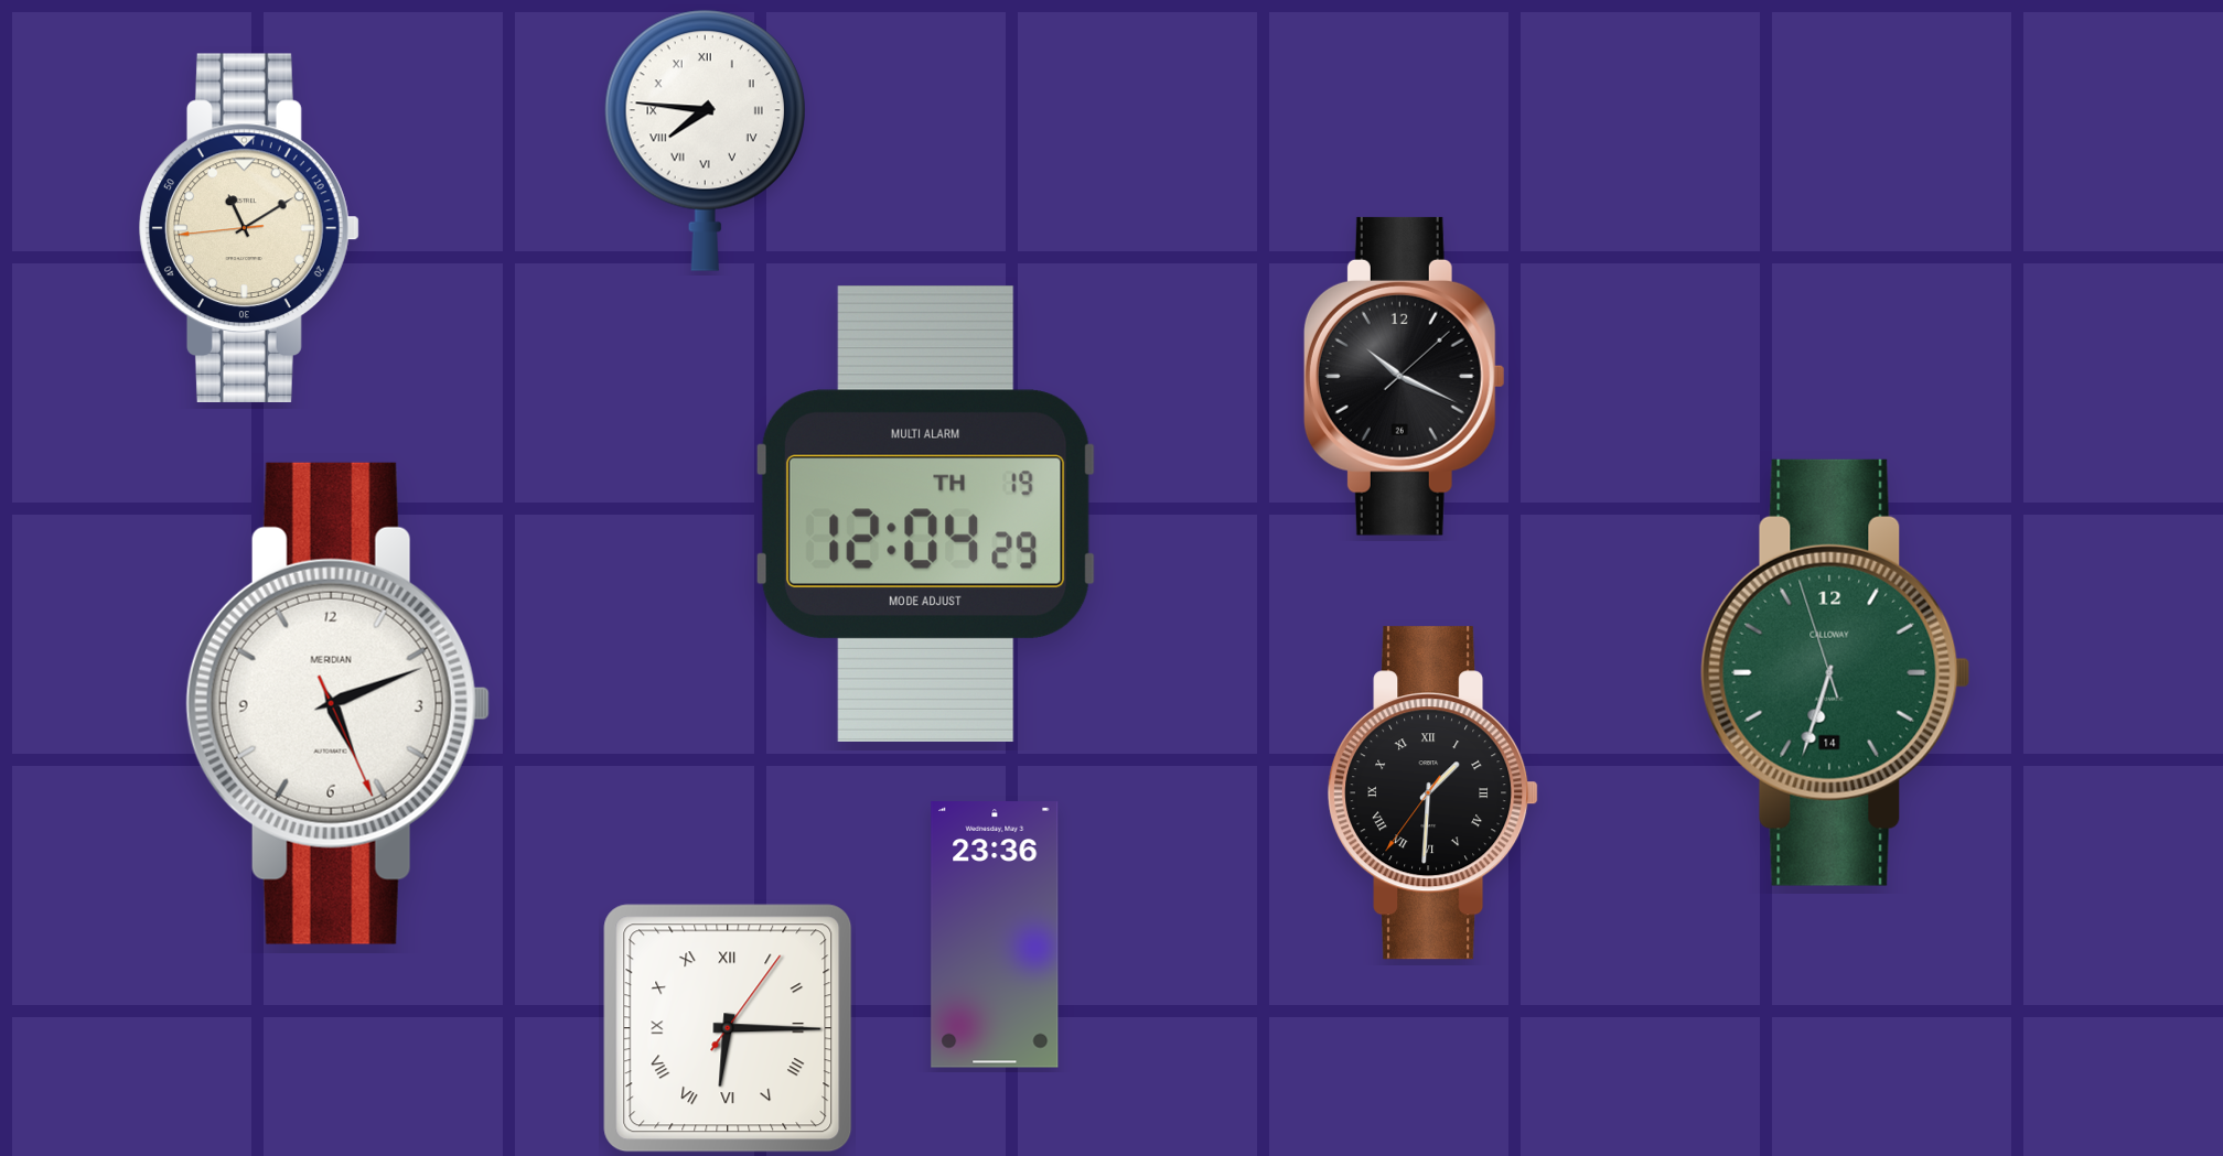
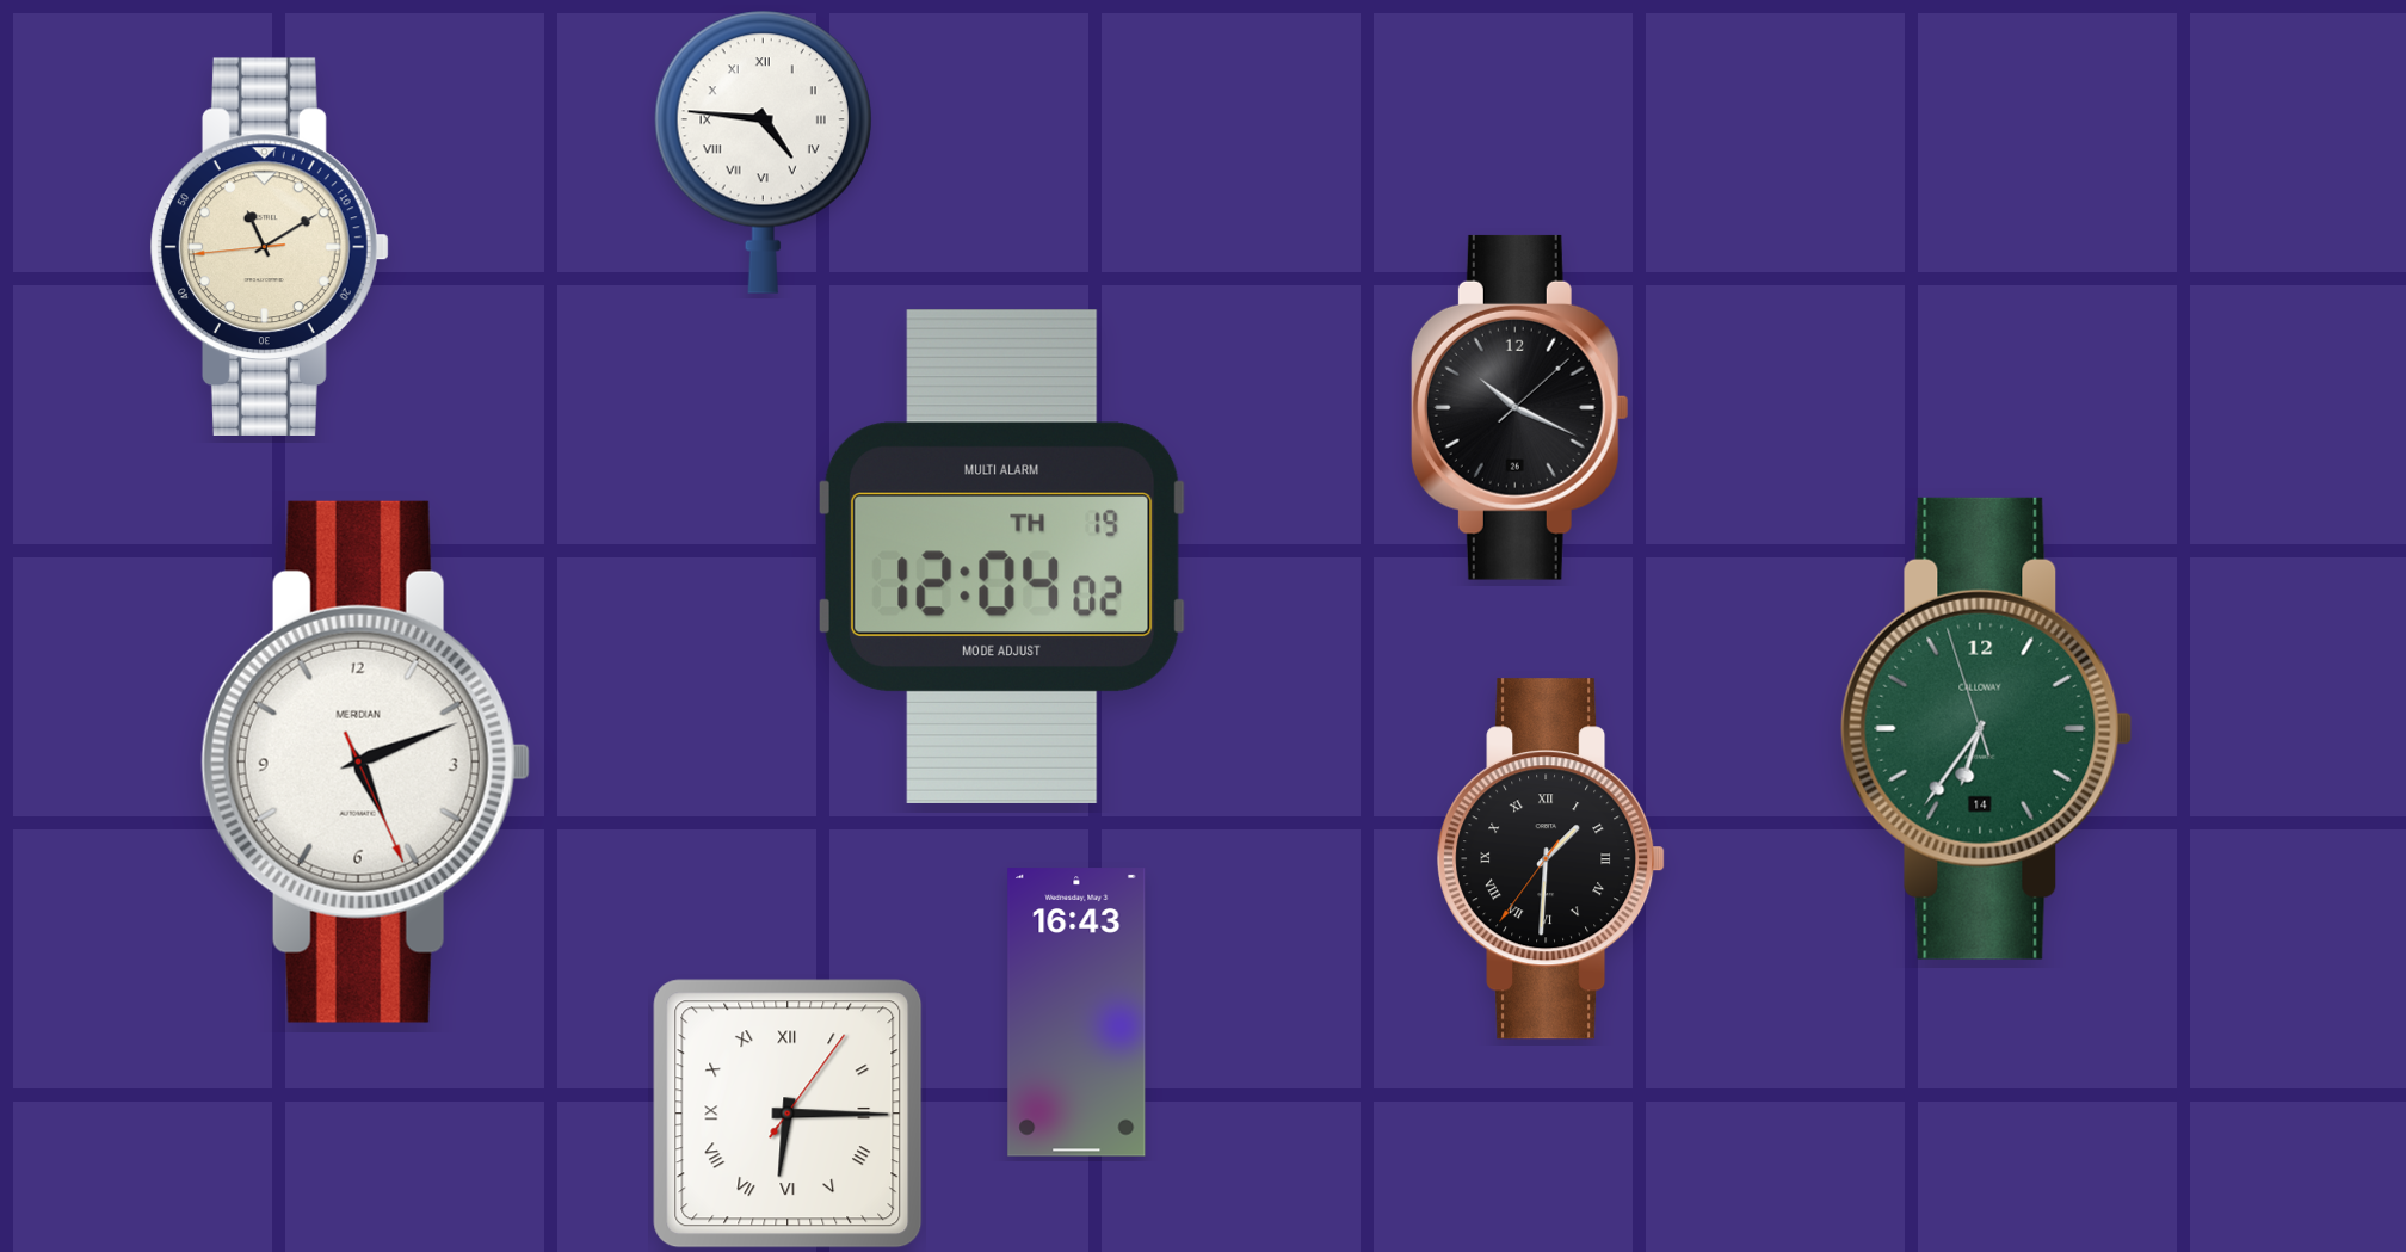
clock at (705, 140): 7:46 -> 4:46
clock at (925, 514): 12:04:29 -> 12:04:02
clock at (1836, 672): 6:32 -> 6:35
clock at (995, 934): 23:36 -> 16:43
